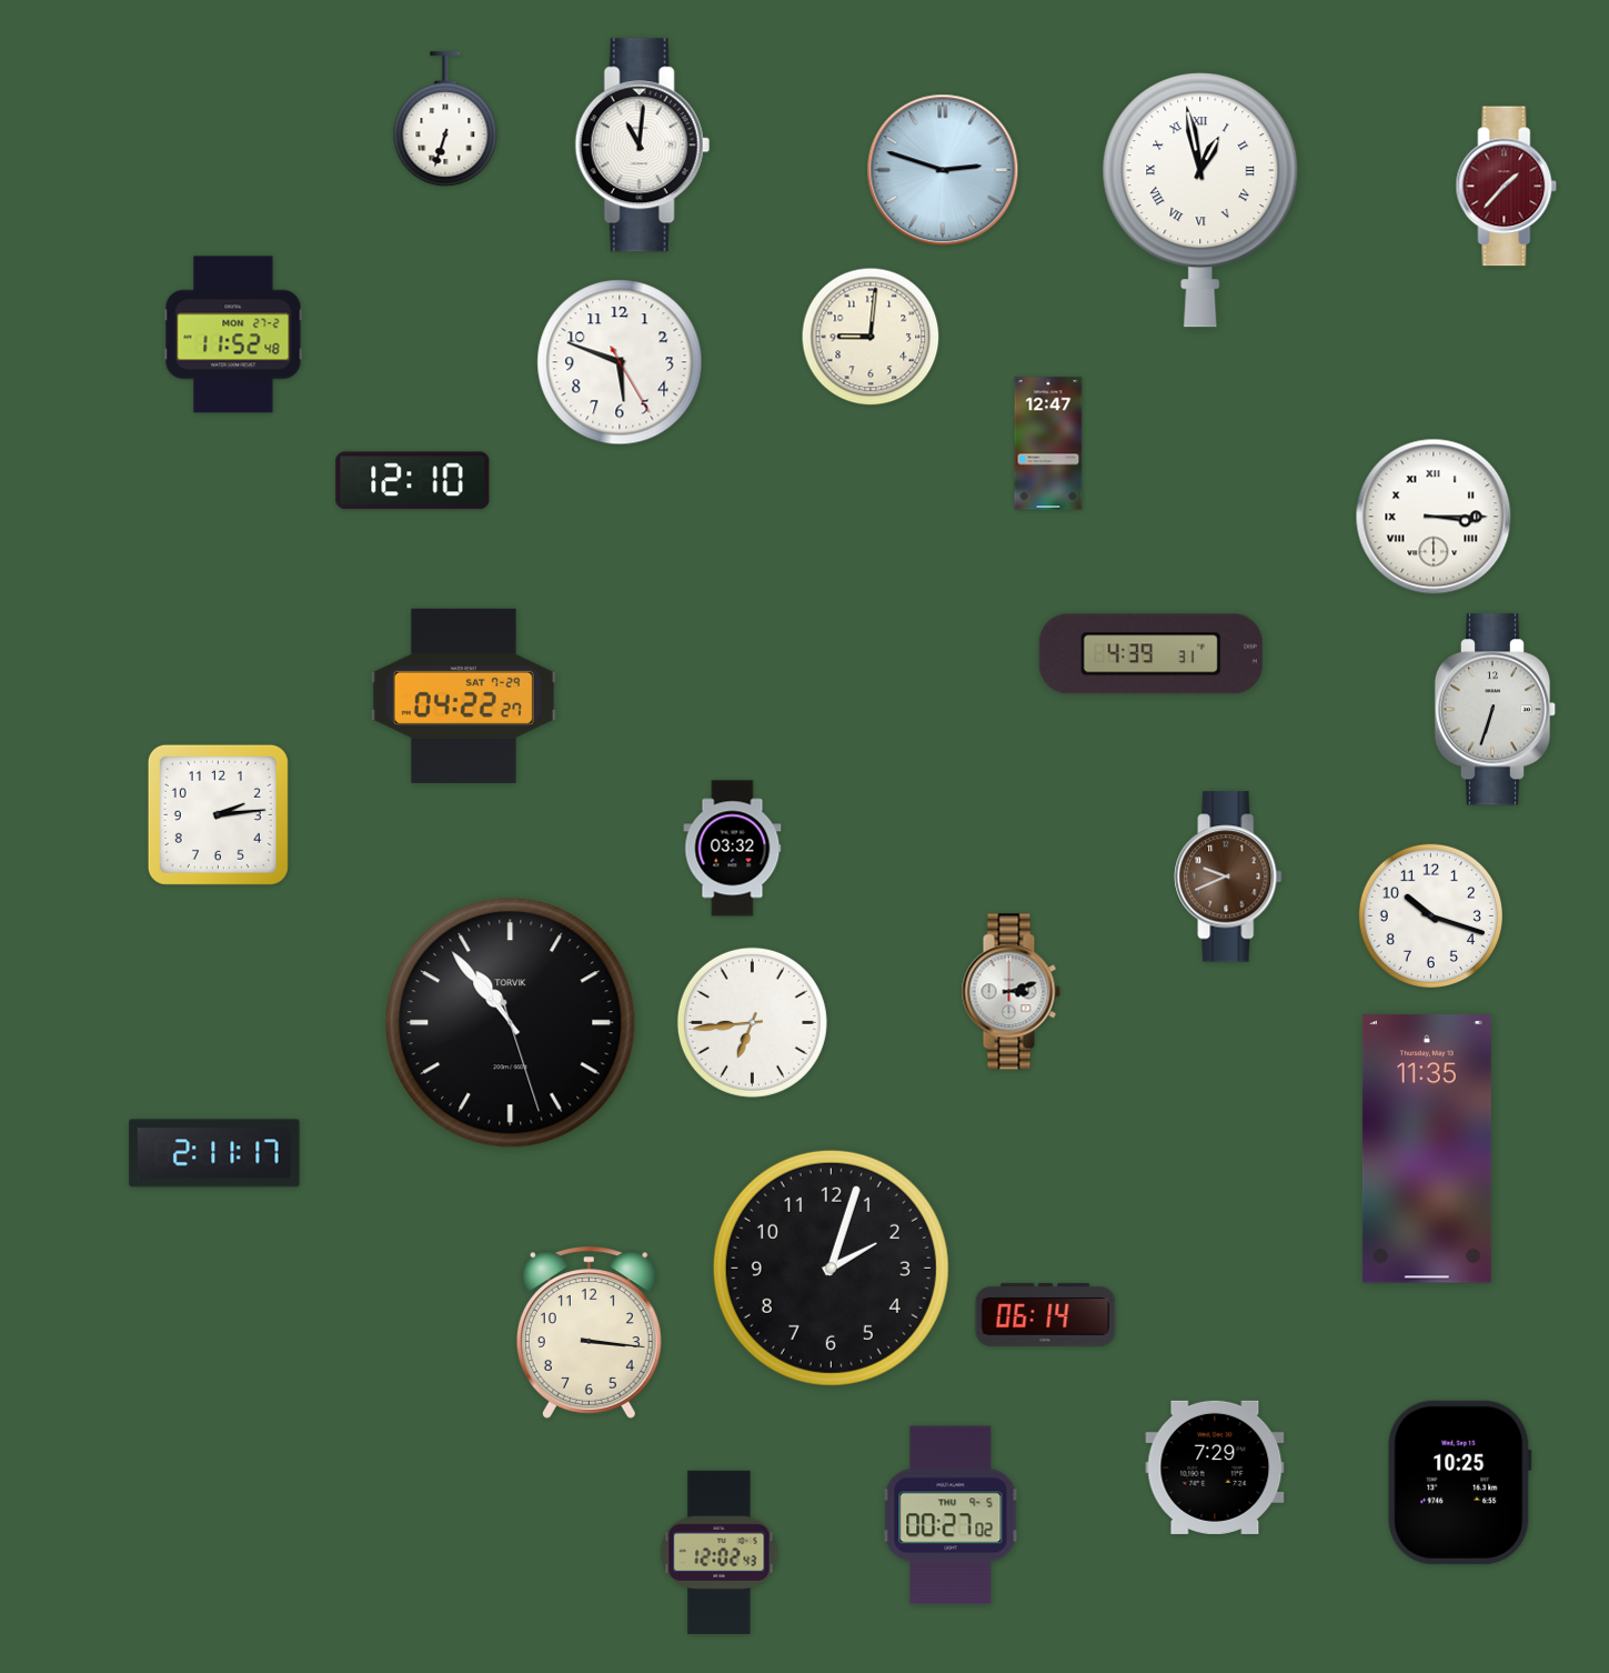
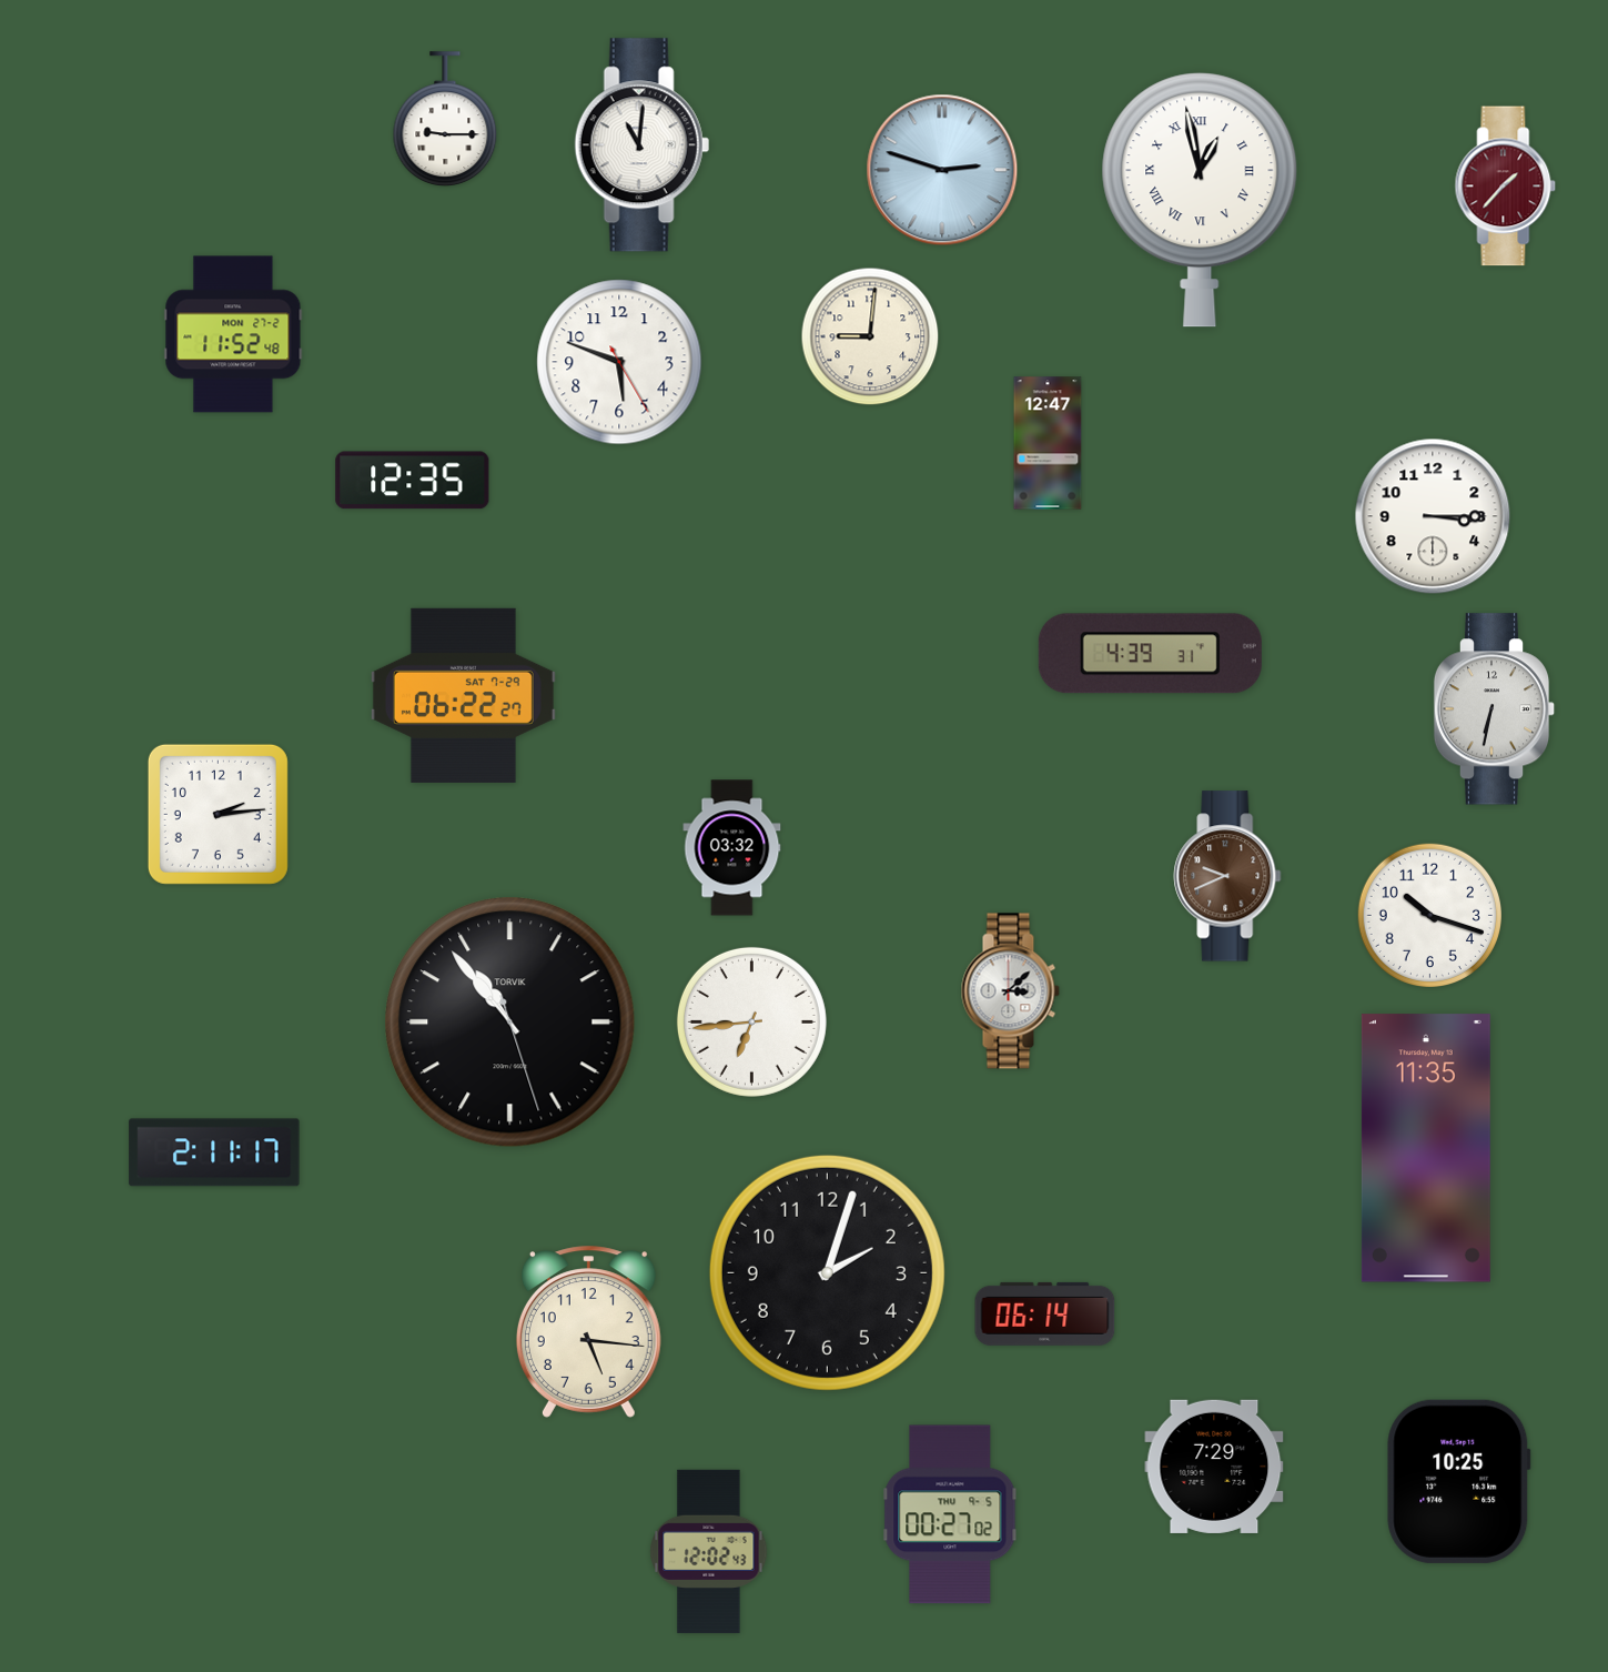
clock at (445, 119): 6:33 -> 9:15
clock at (413, 481): 12:10 -> 12:35
clock at (1434, 517) numerals: Roman -> Arabic
clock at (463, 695): 04:22 -> 06:22
clock at (1496, 710): 6:33 -> 6:32
clock at (1010, 992): 3:12 -> 3:08
clock at (831, 1268) position: (831, 1268) -> (827, 1272)
clock at (589, 1333): 3:16 -> 5:16
clock at (720, 1552) position: (720, 1552) -> (709, 1551)
